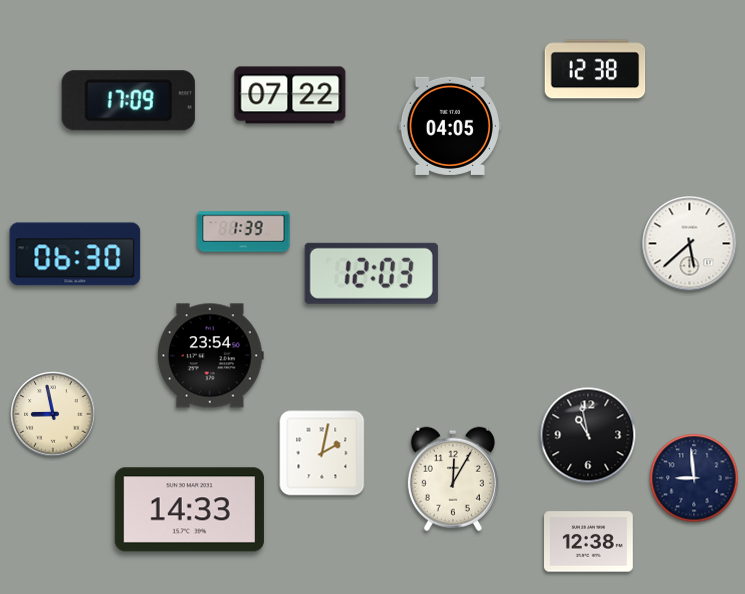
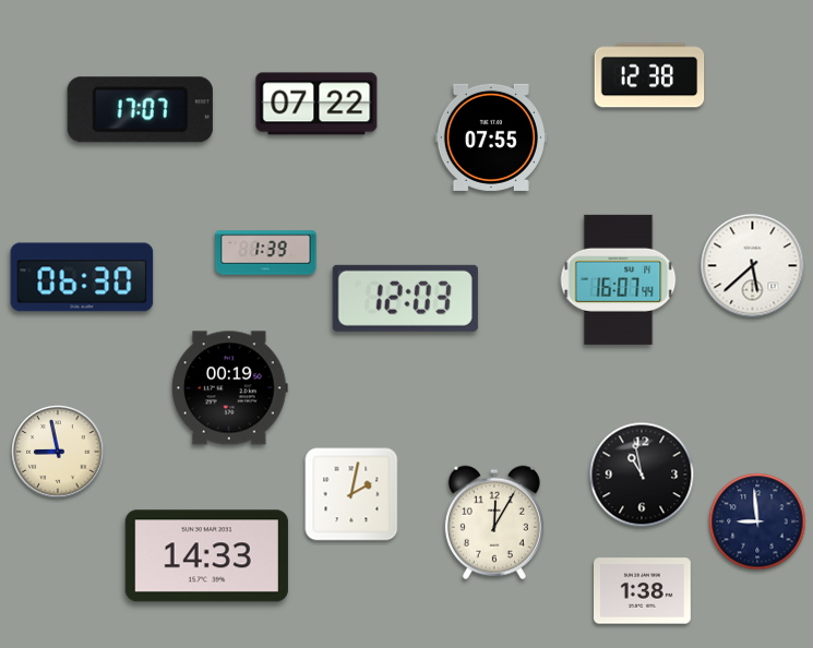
clock at (128, 101): 17:09 -> 17:07
clock at (450, 126): 04:05 -> 07:55
clock at (619, 279): none -> 16:07
clock at (210, 356): 23:54 -> 00:19
clock at (589, 542): 12:38 -> 1:38
